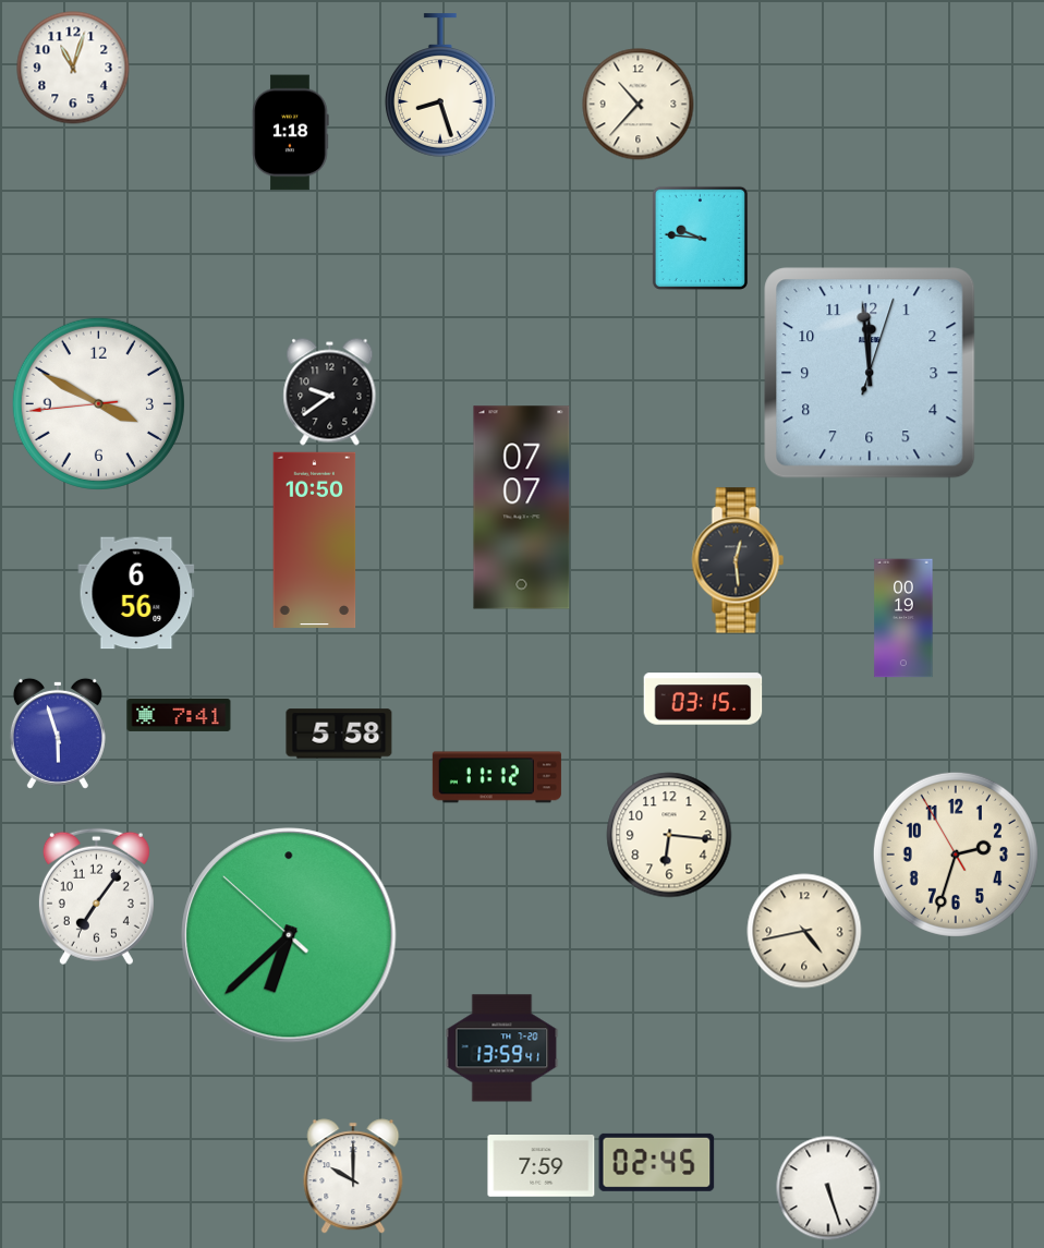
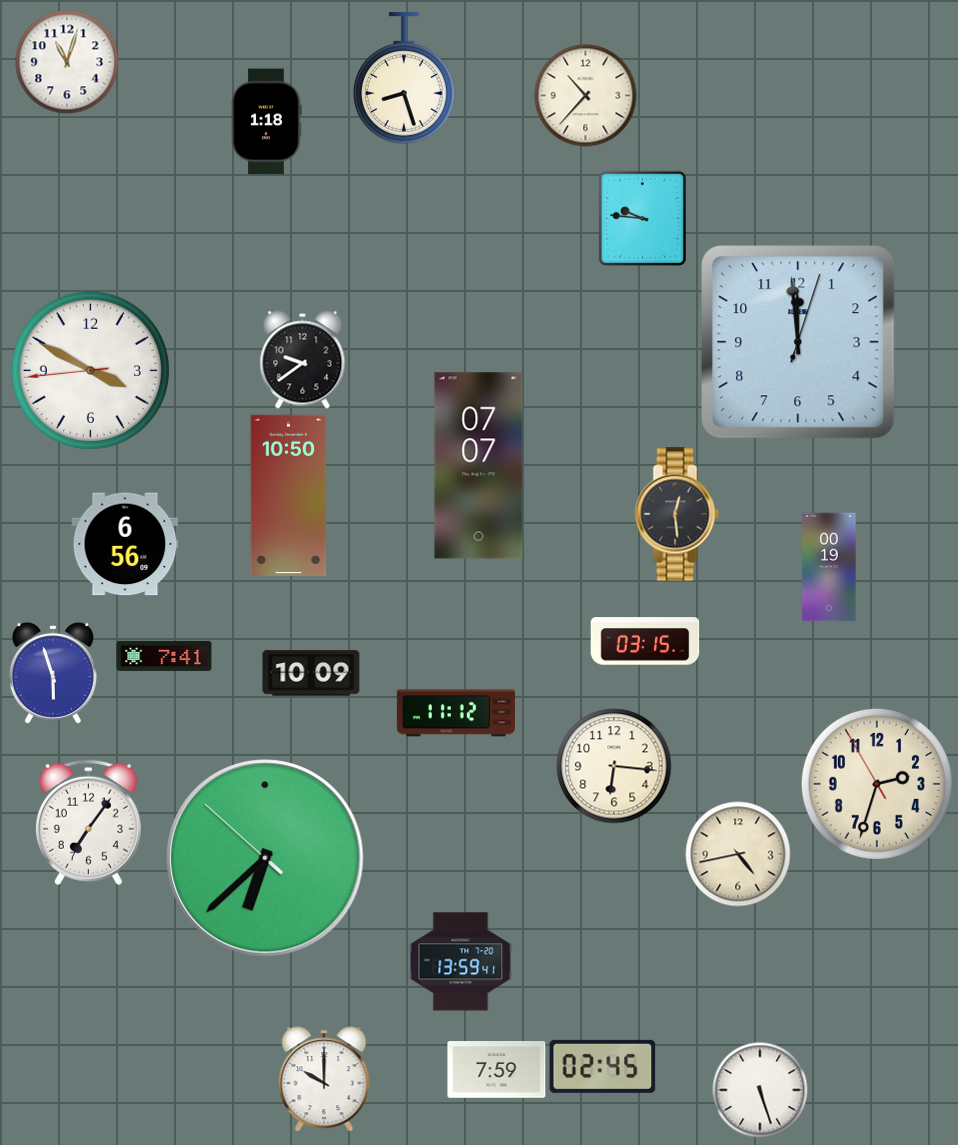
clock at (339, 734): 5:58 -> 10:09
